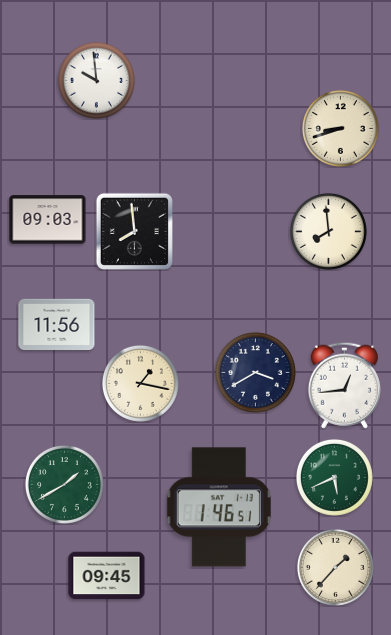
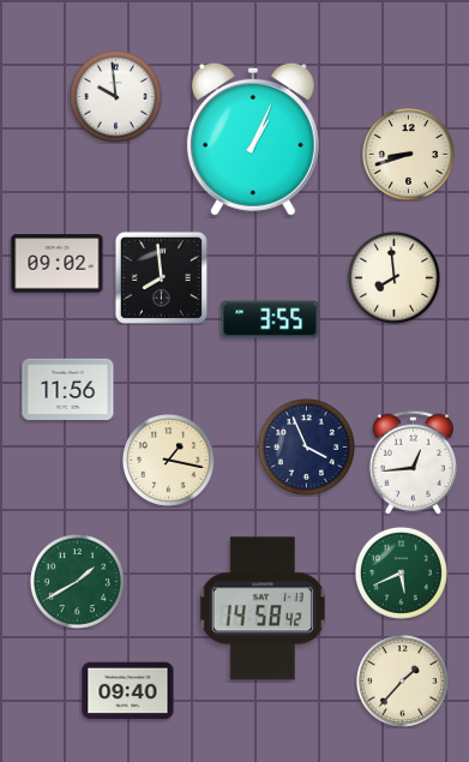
clock at (253, 139): none -> 1:04
clock at (48, 220): 09:03 -> 09:02
clock at (270, 319): none -> 3:55
clock at (255, 372): 3:40 -> 3:56
clock at (219, 507): 1:46 -> 14:58
clock at (107, 576): 09:45 -> 09:40
